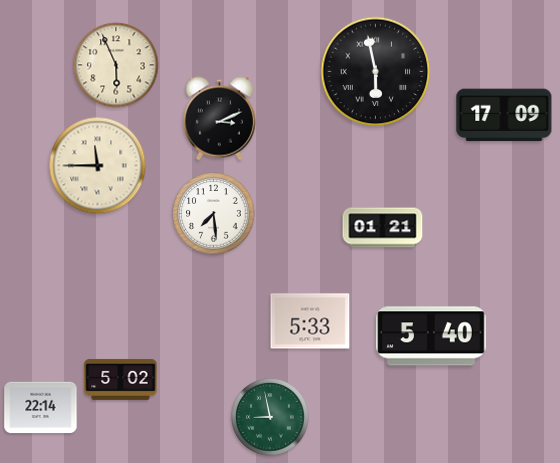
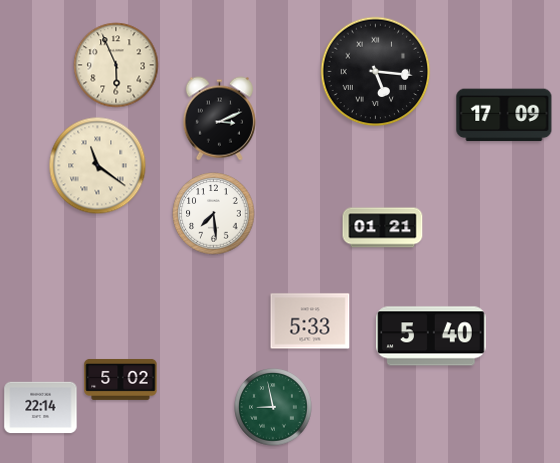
clock at (376, 72): 5:58 -> 5:16
clock at (98, 166): 11:45 -> 11:21
clock at (270, 417) position: (270, 417) -> (273, 407)
